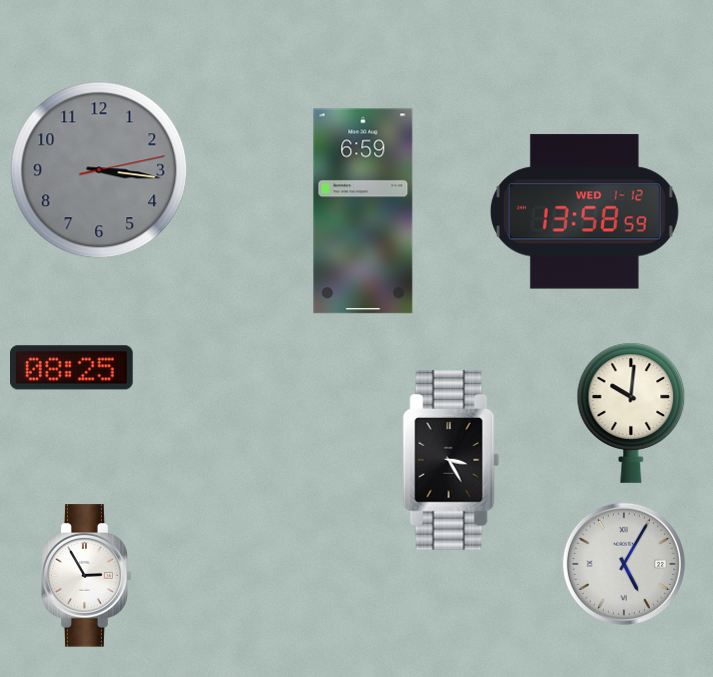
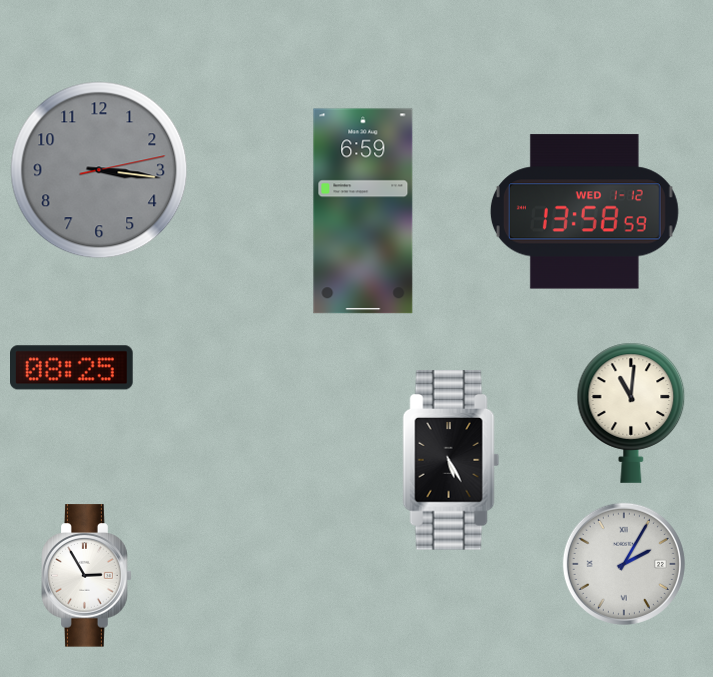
clock at (631, 413): 10:01 -> 11:01
clock at (451, 460): 3:25 -> 5:25
clock at (624, 564): 5:05 -> 2:05
